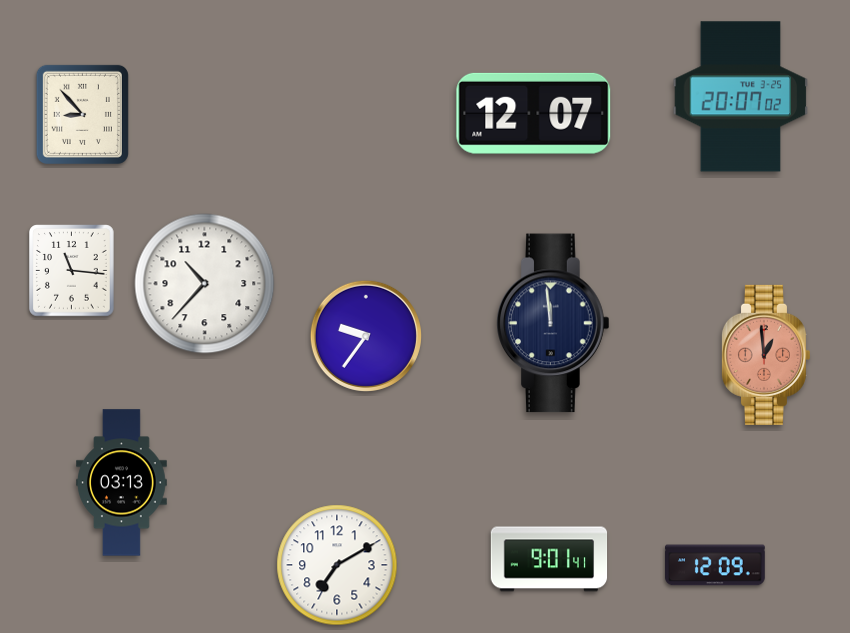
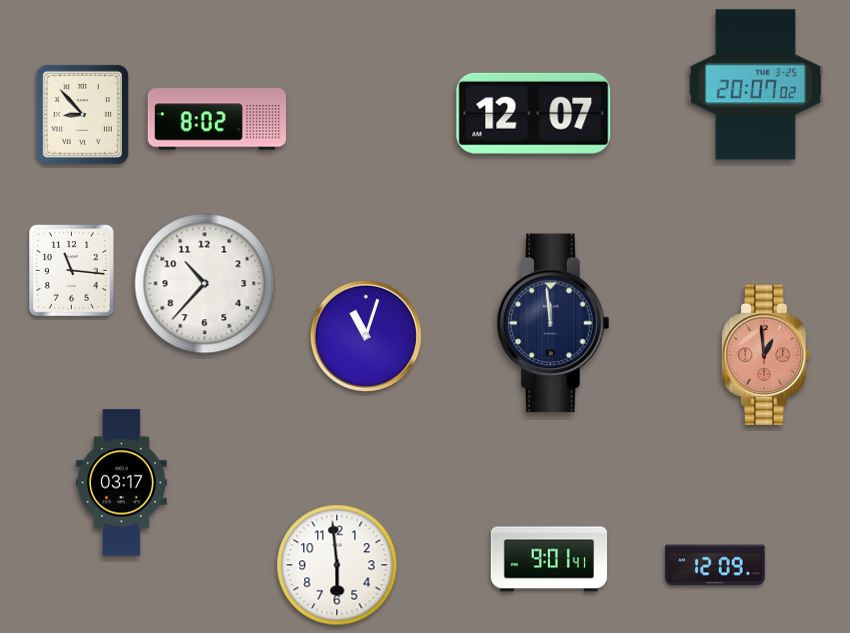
clock at (741, 97) position: (741, 97) -> (756, 85)
clock at (216, 119): none -> 8:02
clock at (366, 336): 9:36 -> 11:03
clock at (122, 483): 03:13 -> 03:17
clock at (337, 565): 7:10 -> 5:59
